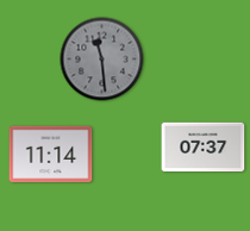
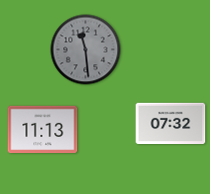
clock at (204, 148): 07:37 -> 07:32
clock at (51, 155): 11:14 -> 11:13
